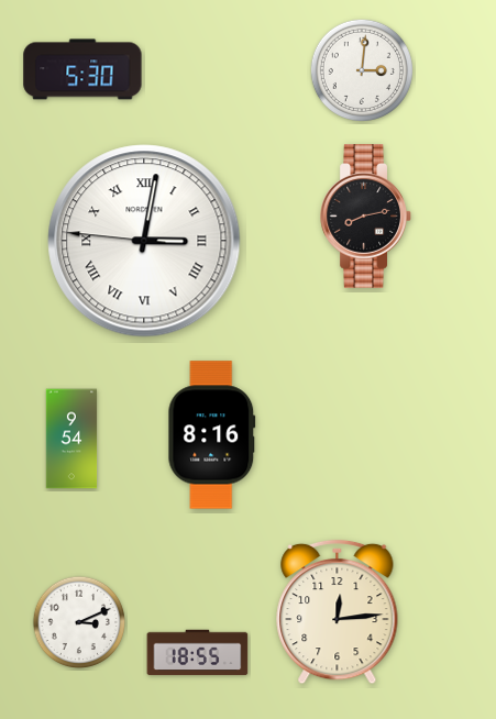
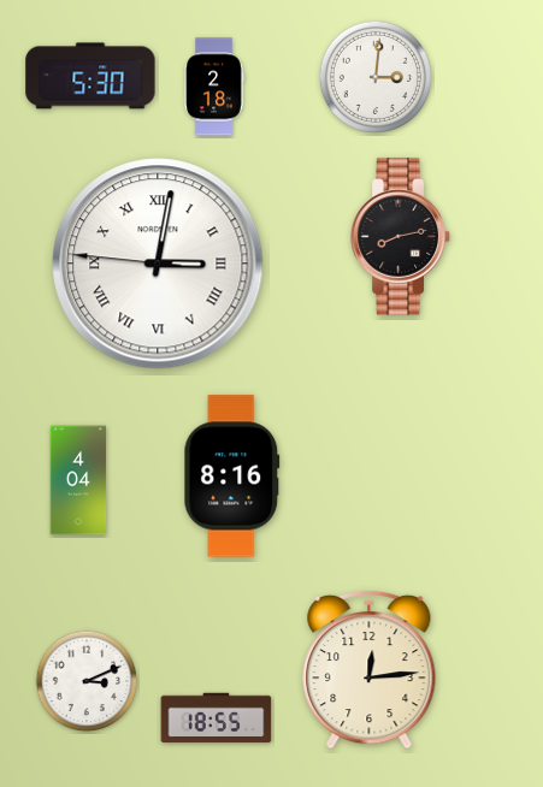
clock at (362, 70) position: (362, 70) -> (376, 77)
clock at (214, 87): none -> 2:18
clock at (71, 439): 9:54 -> 4:04
clock at (198, 653) position: (198, 653) -> (217, 718)
